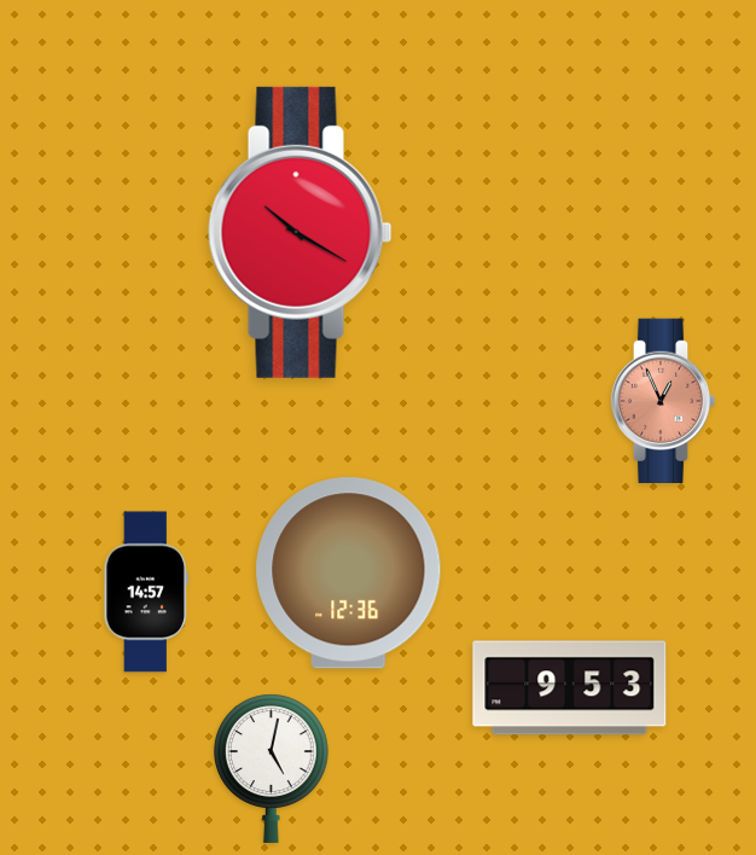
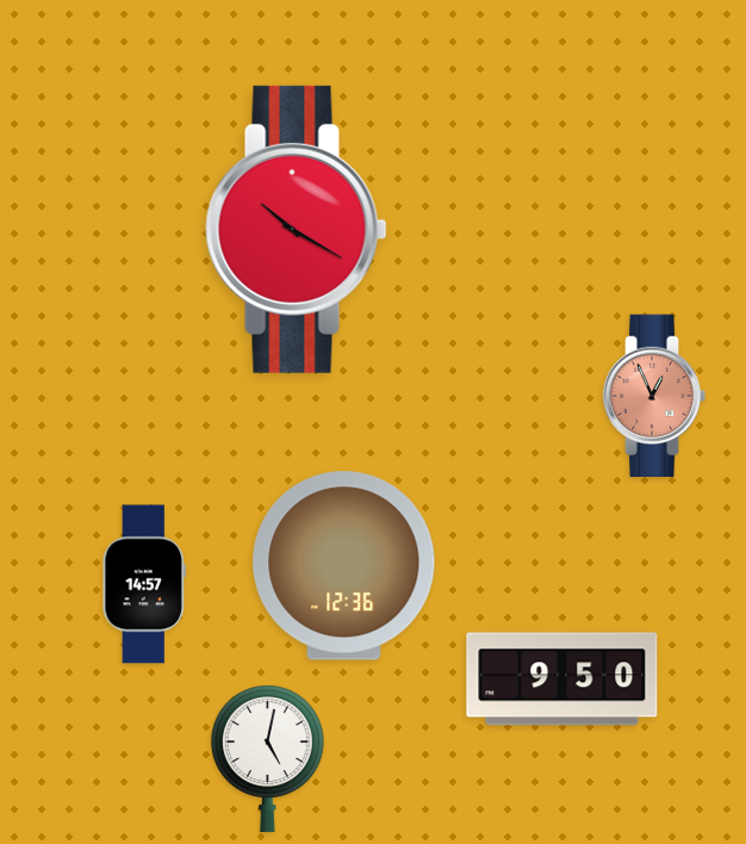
clock at (570, 688): 9:53 -> 9:50
